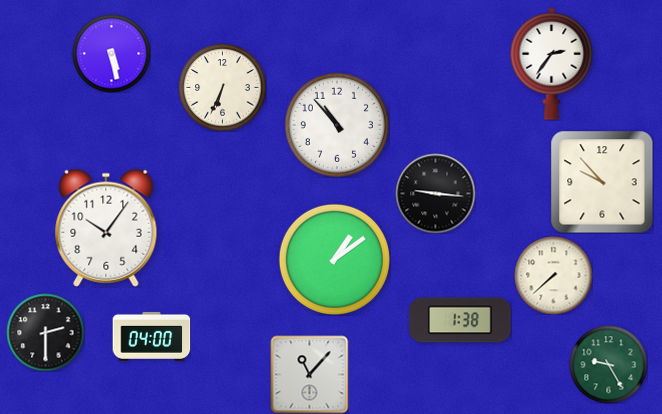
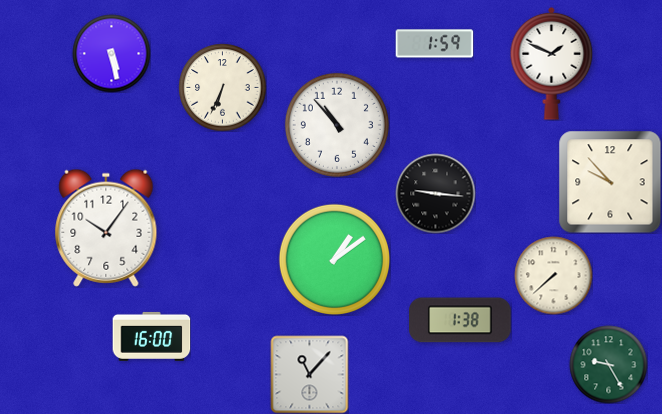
clock at (434, 44): none -> 1:59
clock at (552, 63): 2:36 -> 1:49
clock at (602, 182) position: (602, 182) -> (610, 182)
clock at (45, 332): 2:30 -> none
clock at (151, 336): 04:00 -> 16:00
